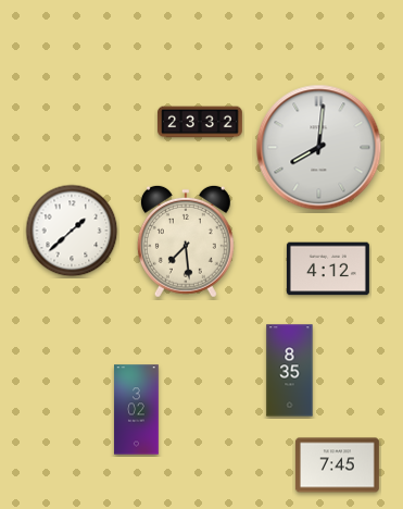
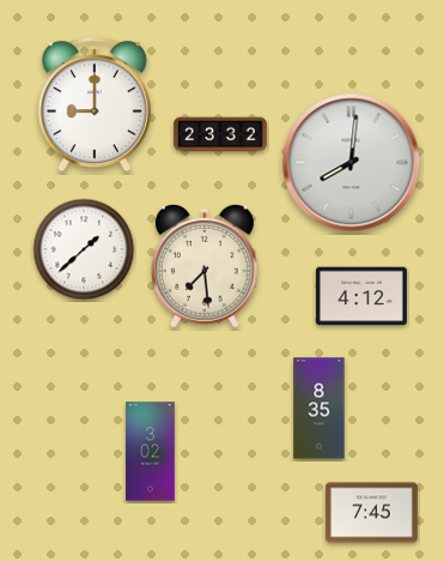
clock at (95, 105): none -> 9:00
clock at (72, 231) position: (72, 231) -> (84, 249)
